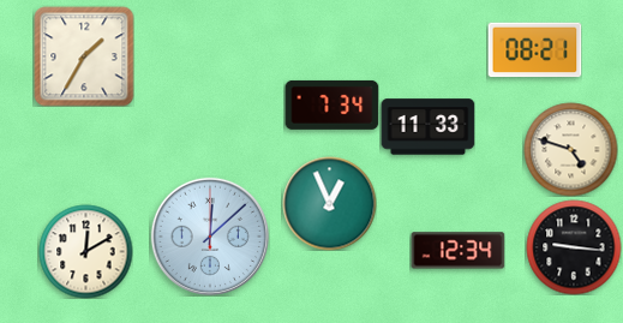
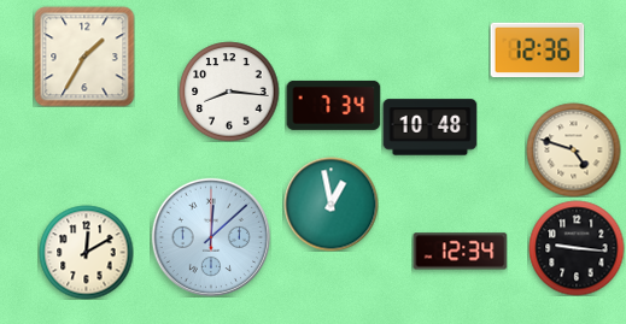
clock at (534, 50): 08:21 -> 12:36
clock at (229, 92): none -> 8:16
clock at (427, 127): 11:33 -> 10:48
clock at (329, 203): 12:56 -> 12:58
